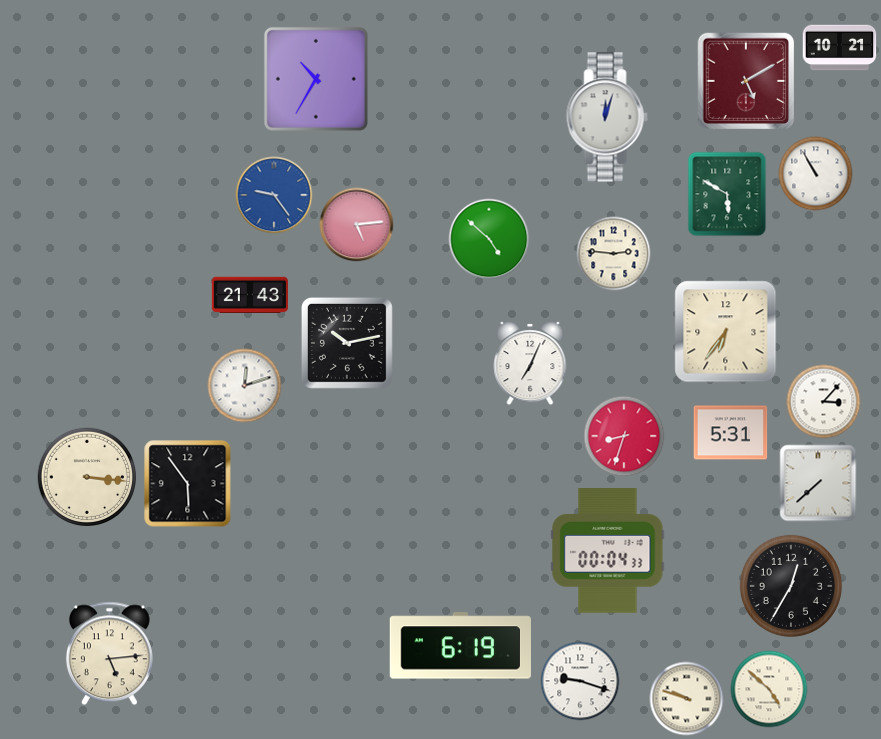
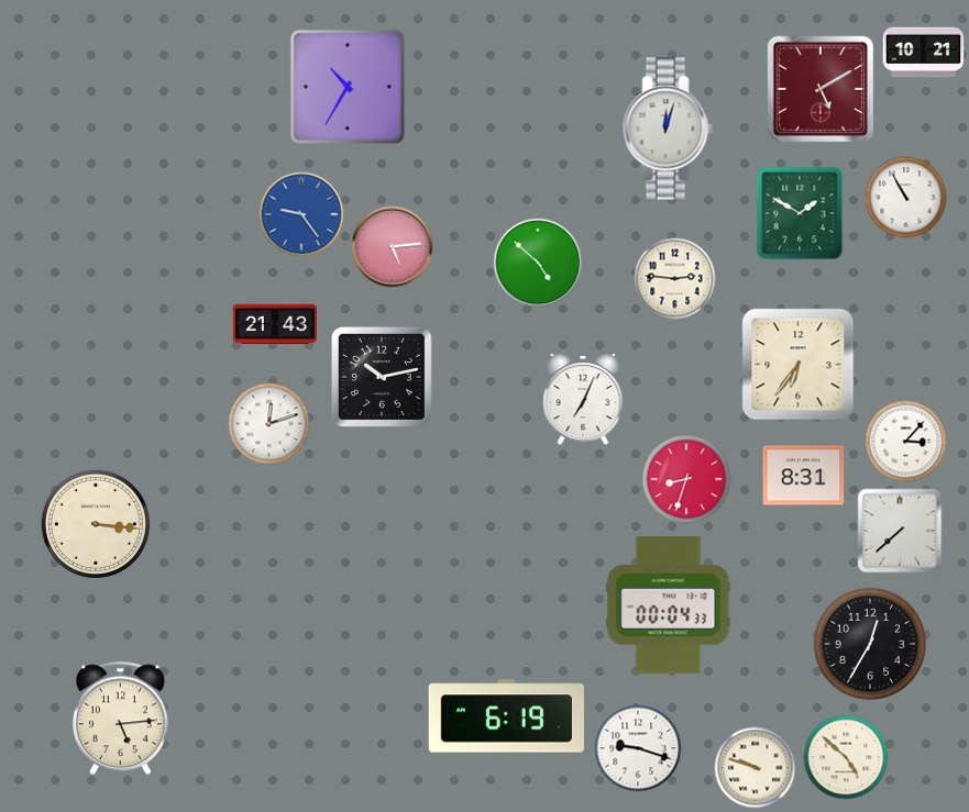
clock at (816, 174) position: (816, 174) -> (906, 198)
clock at (727, 194): 5:50 -> 1:50
clock at (731, 433): 5:31 -> 8:31
clock at (188, 484): 5:54 -> none
clock at (460, 646) position: (460, 646) -> (506, 716)
